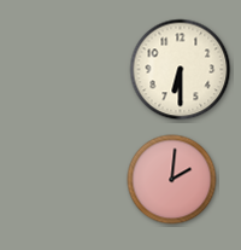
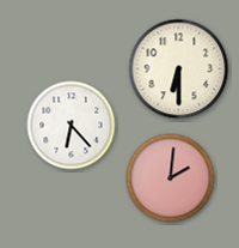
clock at (72, 126): none -> 6:23
